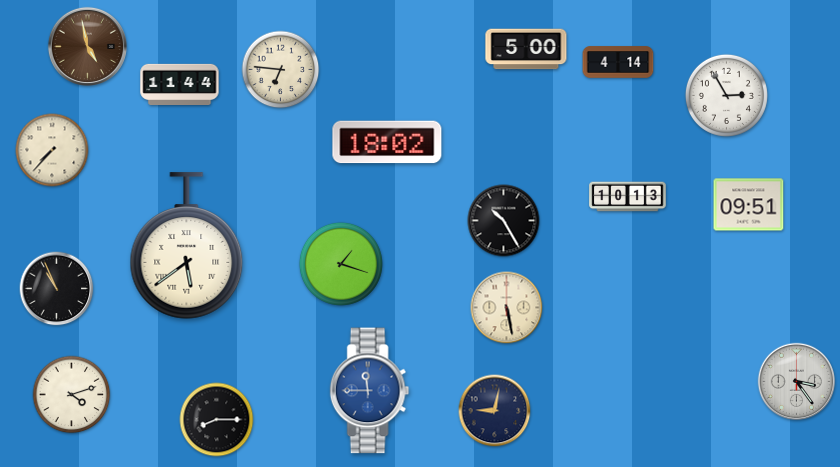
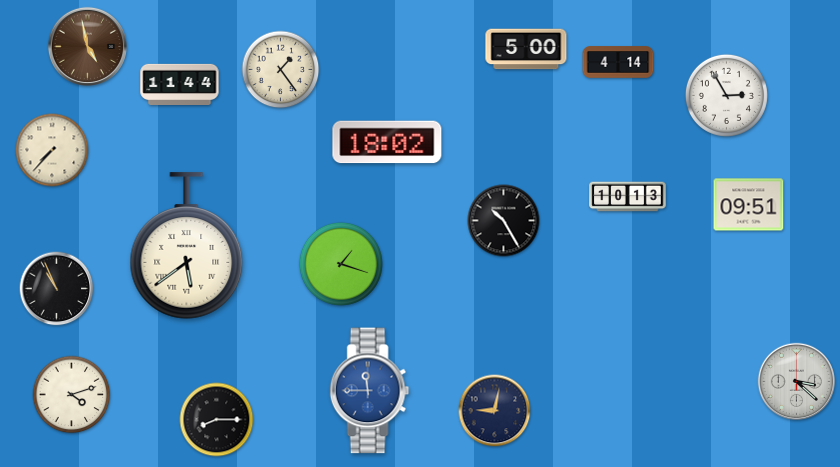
clock at (281, 70): 6:46 -> 1:24
clock at (507, 308): 5:28 -> none
clock at (797, 382): 3:24 -> 3:22
